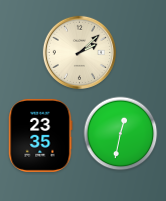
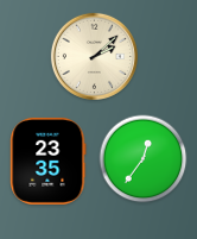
clock at (79, 52) position: (79, 52) -> (94, 56)
clock at (121, 134): 12:32 -> 12:36
